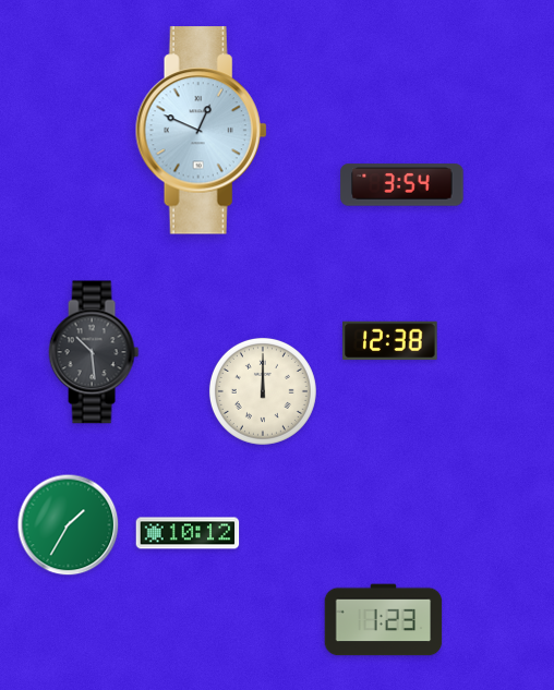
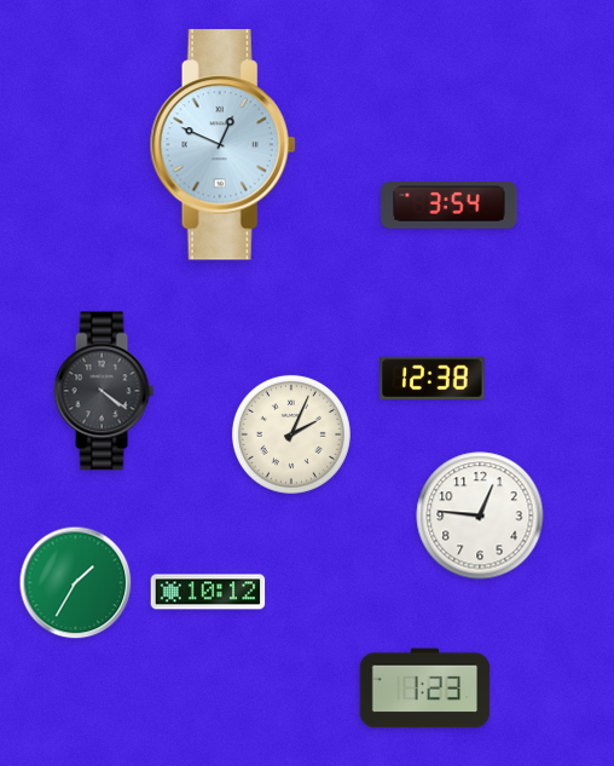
clock at (402, 185) position: (402, 185) -> (450, 206)
clock at (94, 352): 10:29 -> 4:21
clock at (263, 391): 12:00 -> 2:04
clock at (480, 516): none -> 12:46
